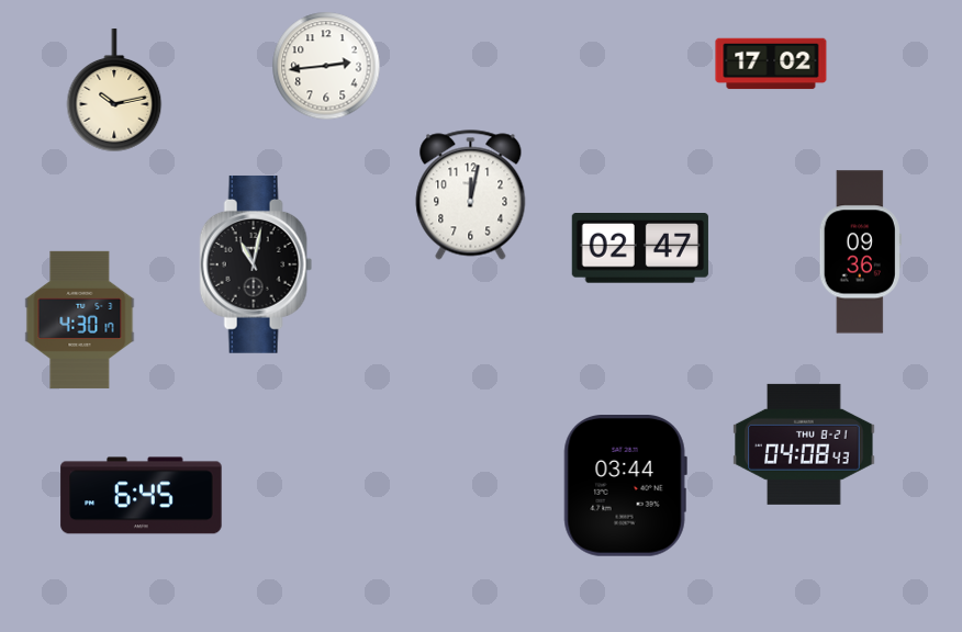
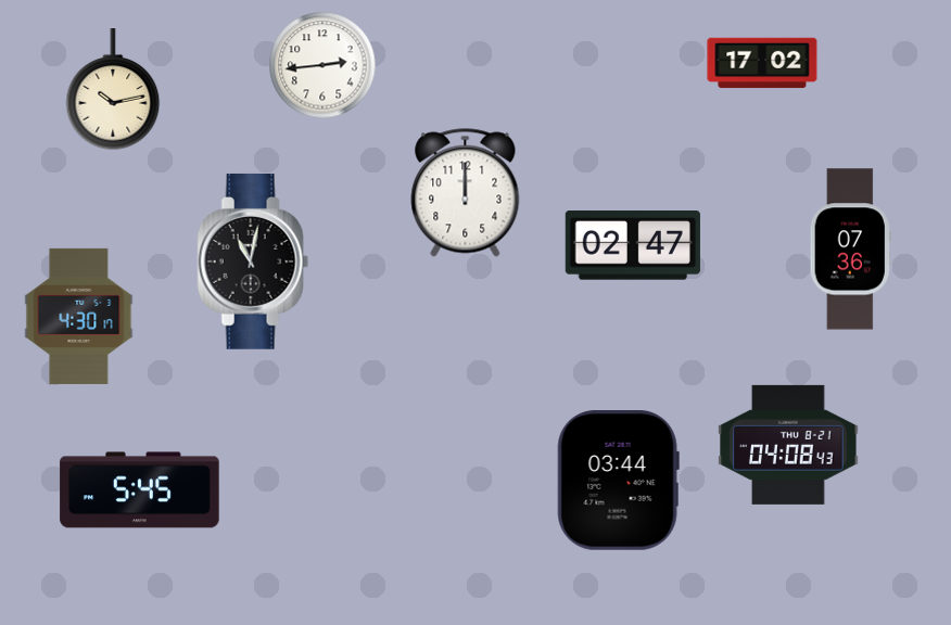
clock at (471, 195): 12:02 -> 12:00
clock at (860, 252): 09:36 -> 07:36
clock at (804, 444) position: (804, 444) -> (788, 445)
clock at (142, 496): 6:45 -> 5:45
